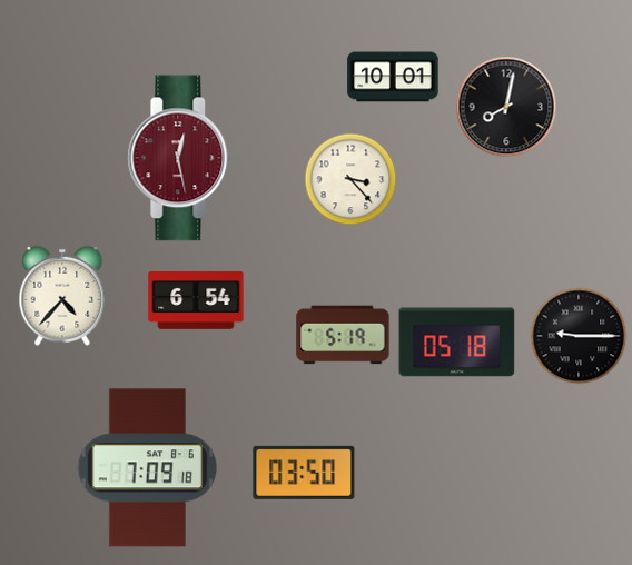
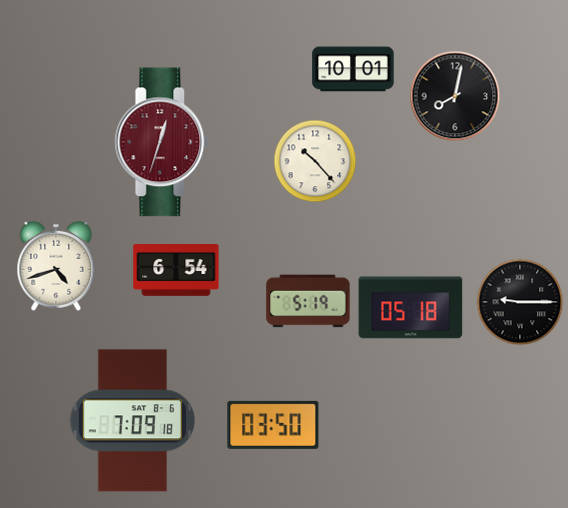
clock at (180, 158): 12:28 -> 12:33
clock at (350, 179): 3:23 -> 10:23
clock at (62, 296): 4:37 -> 4:42
